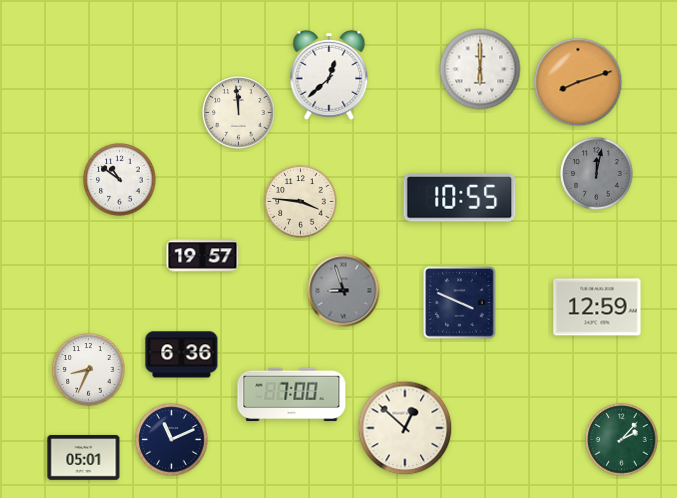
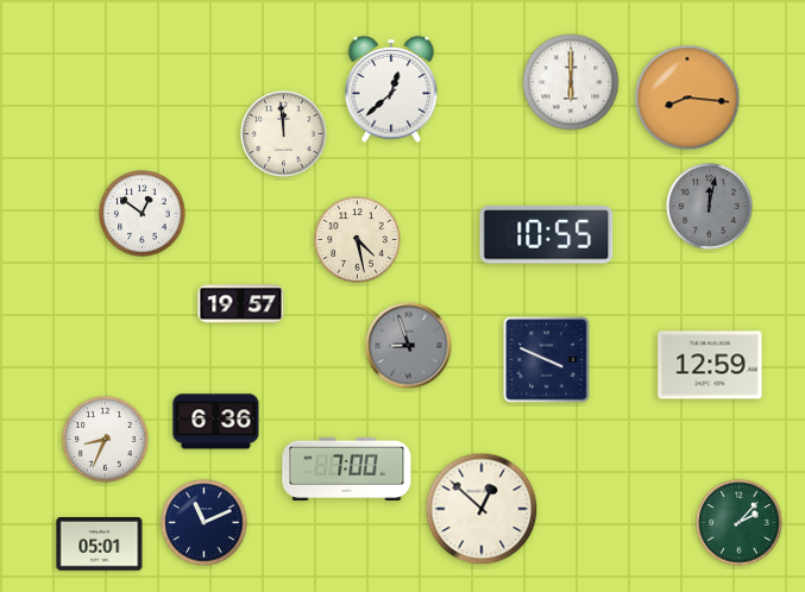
clock at (578, 82): 8:12 -> 8:16
clock at (120, 180): 10:51 -> 12:51
clock at (301, 202): 3:46 -> 4:28
